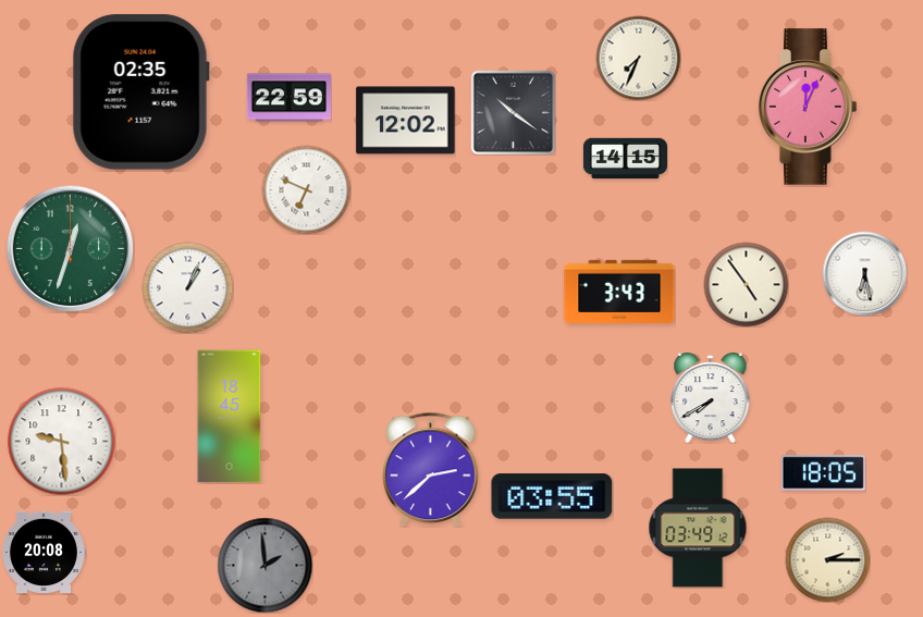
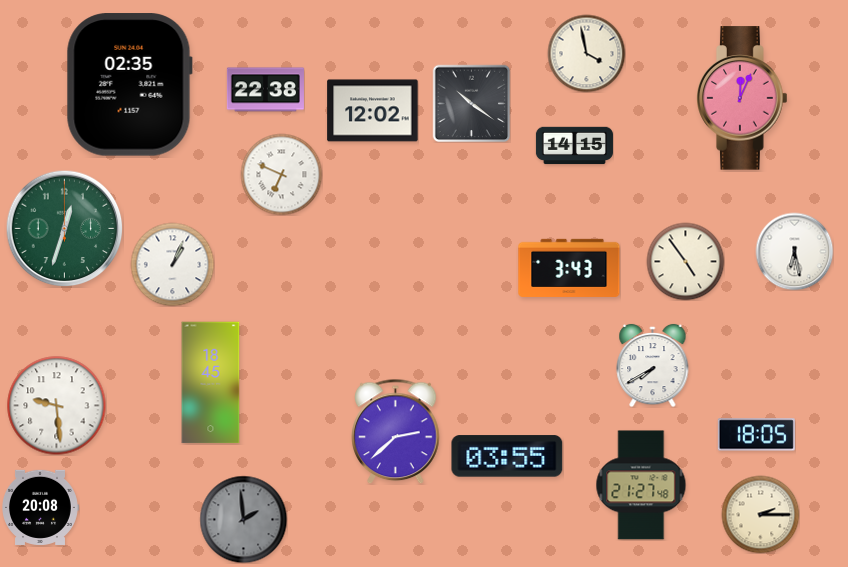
clock at (638, 58): 7:34 -> 3:58
clock at (288, 98): 22:59 -> 22:38
clock at (698, 528): 03:49 -> 21:27
